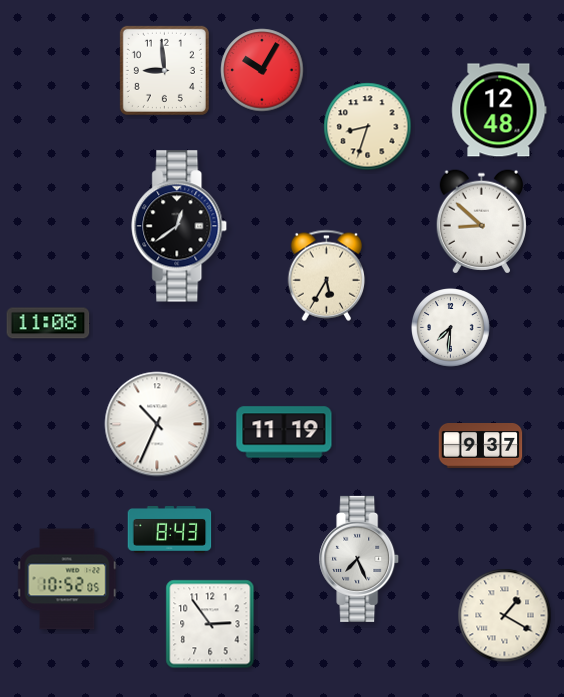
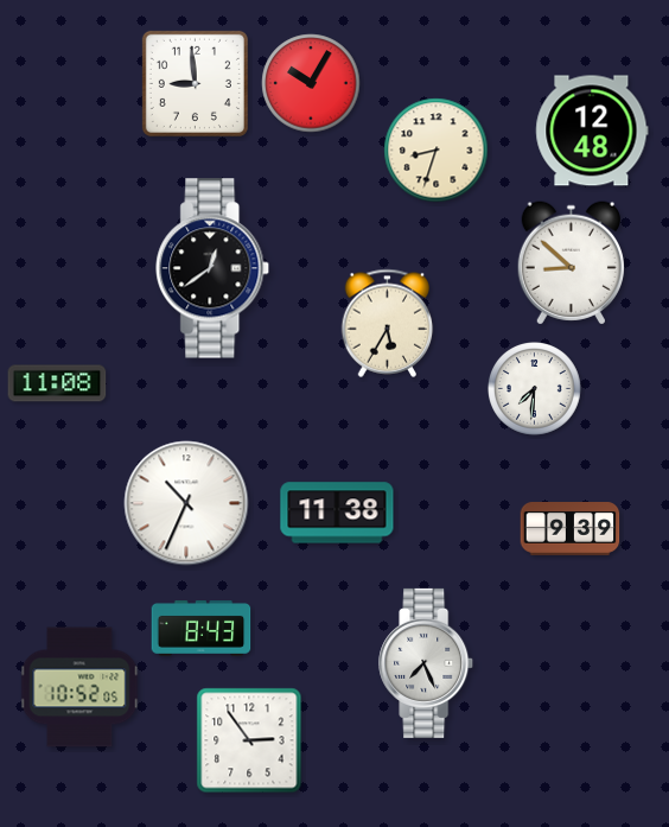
clock at (327, 275) position: (327, 275) -> (388, 323)
clock at (284, 432): 11:19 -> 11:38
clock at (481, 446): 9:37 -> 9:39
clock at (505, 616): 1:20 -> none
